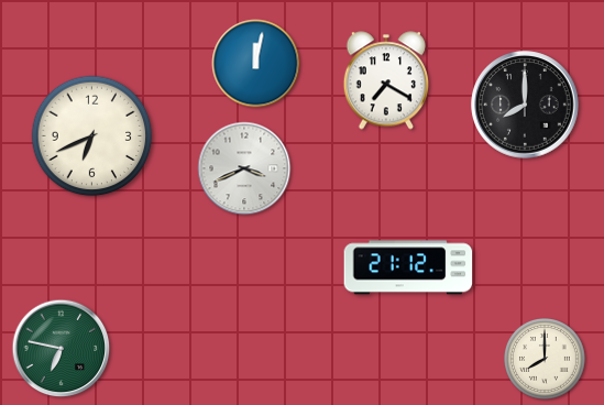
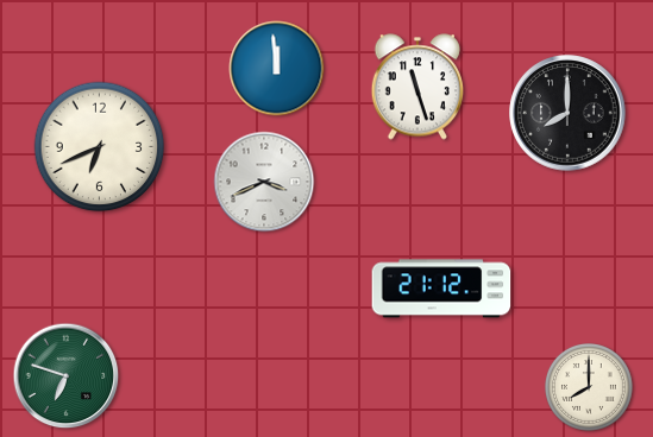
clock at (256, 64): 12:02 -> 11:59
clock at (385, 80): 7:20 -> 11:27
clock at (62, 349): 6:47 -> 6:48
